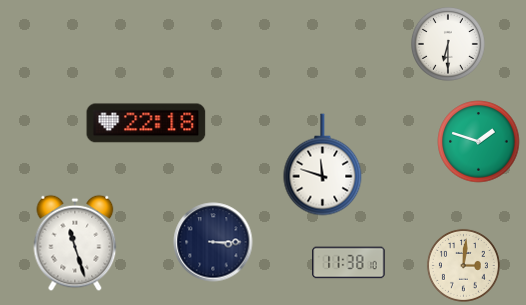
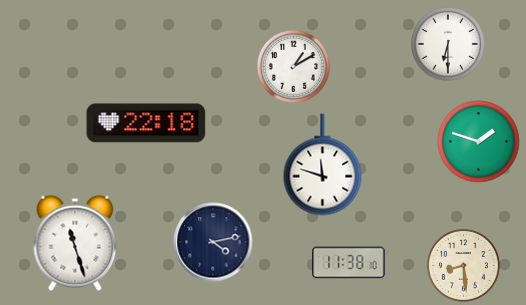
clock at (293, 66): none -> 1:10
clock at (213, 242): 3:15 -> 4:13
clock at (463, 265): 3:01 -> 8:29
